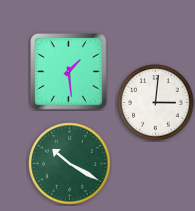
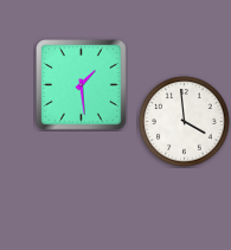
clock at (156, 103): 3:01 -> 3:59
clock at (70, 164): 10:20 -> none
